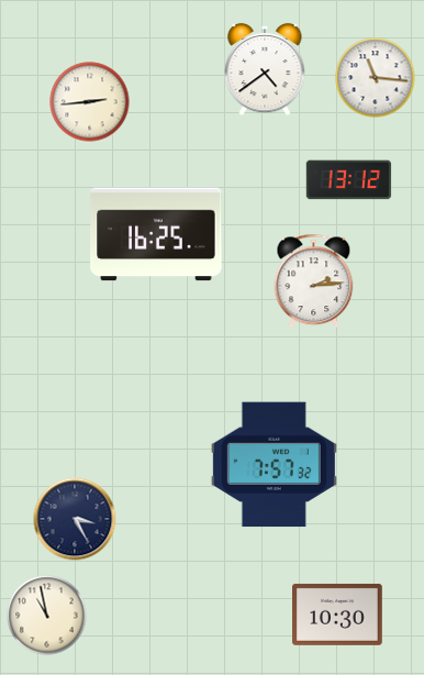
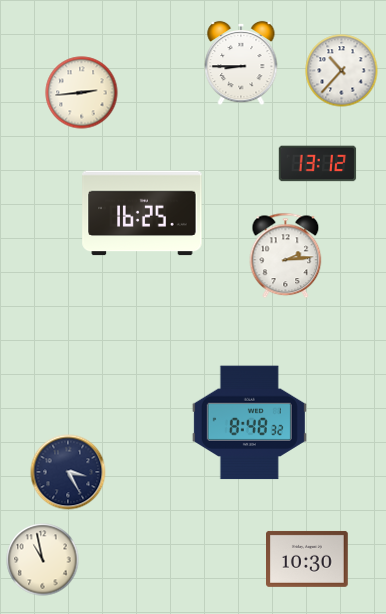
clock at (265, 69): 4:39 -> 8:45
clock at (376, 78): 11:16 -> 10:37
clock at (274, 465): 7:57 -> 8:48
